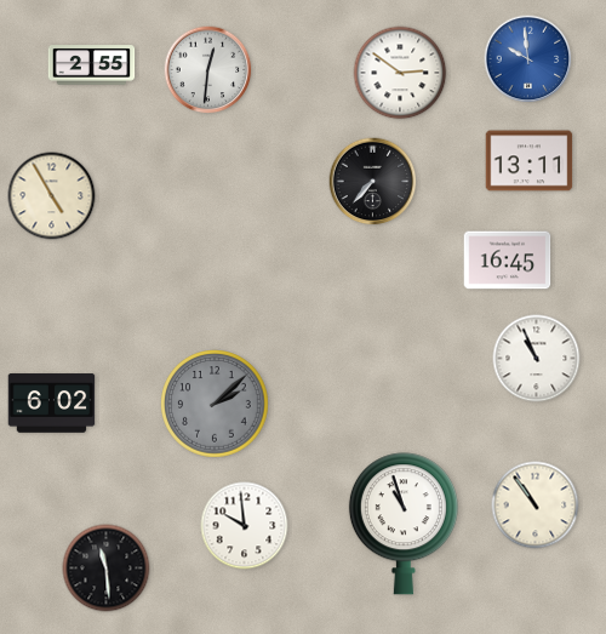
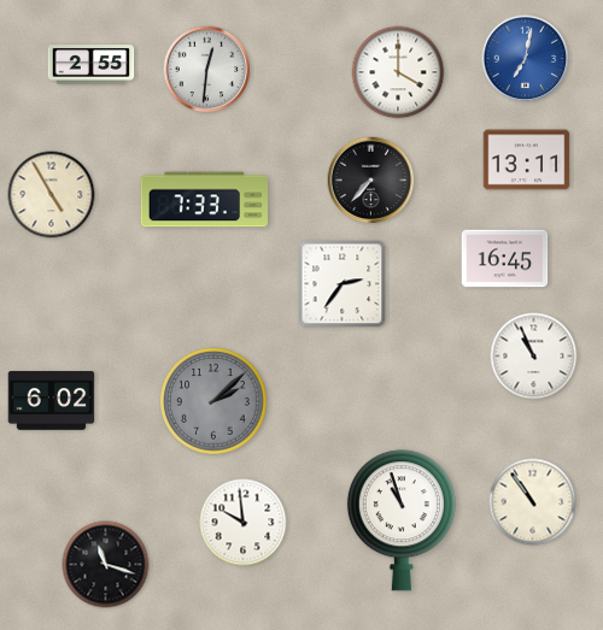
clock at (528, 59): 9:59 -> 7:02
clock at (400, 73): 2:51 -> 4:00
clock at (204, 200): none -> 7:33
clock at (343, 284): none -> 2:36
clock at (107, 569): 11:29 -> 11:18
